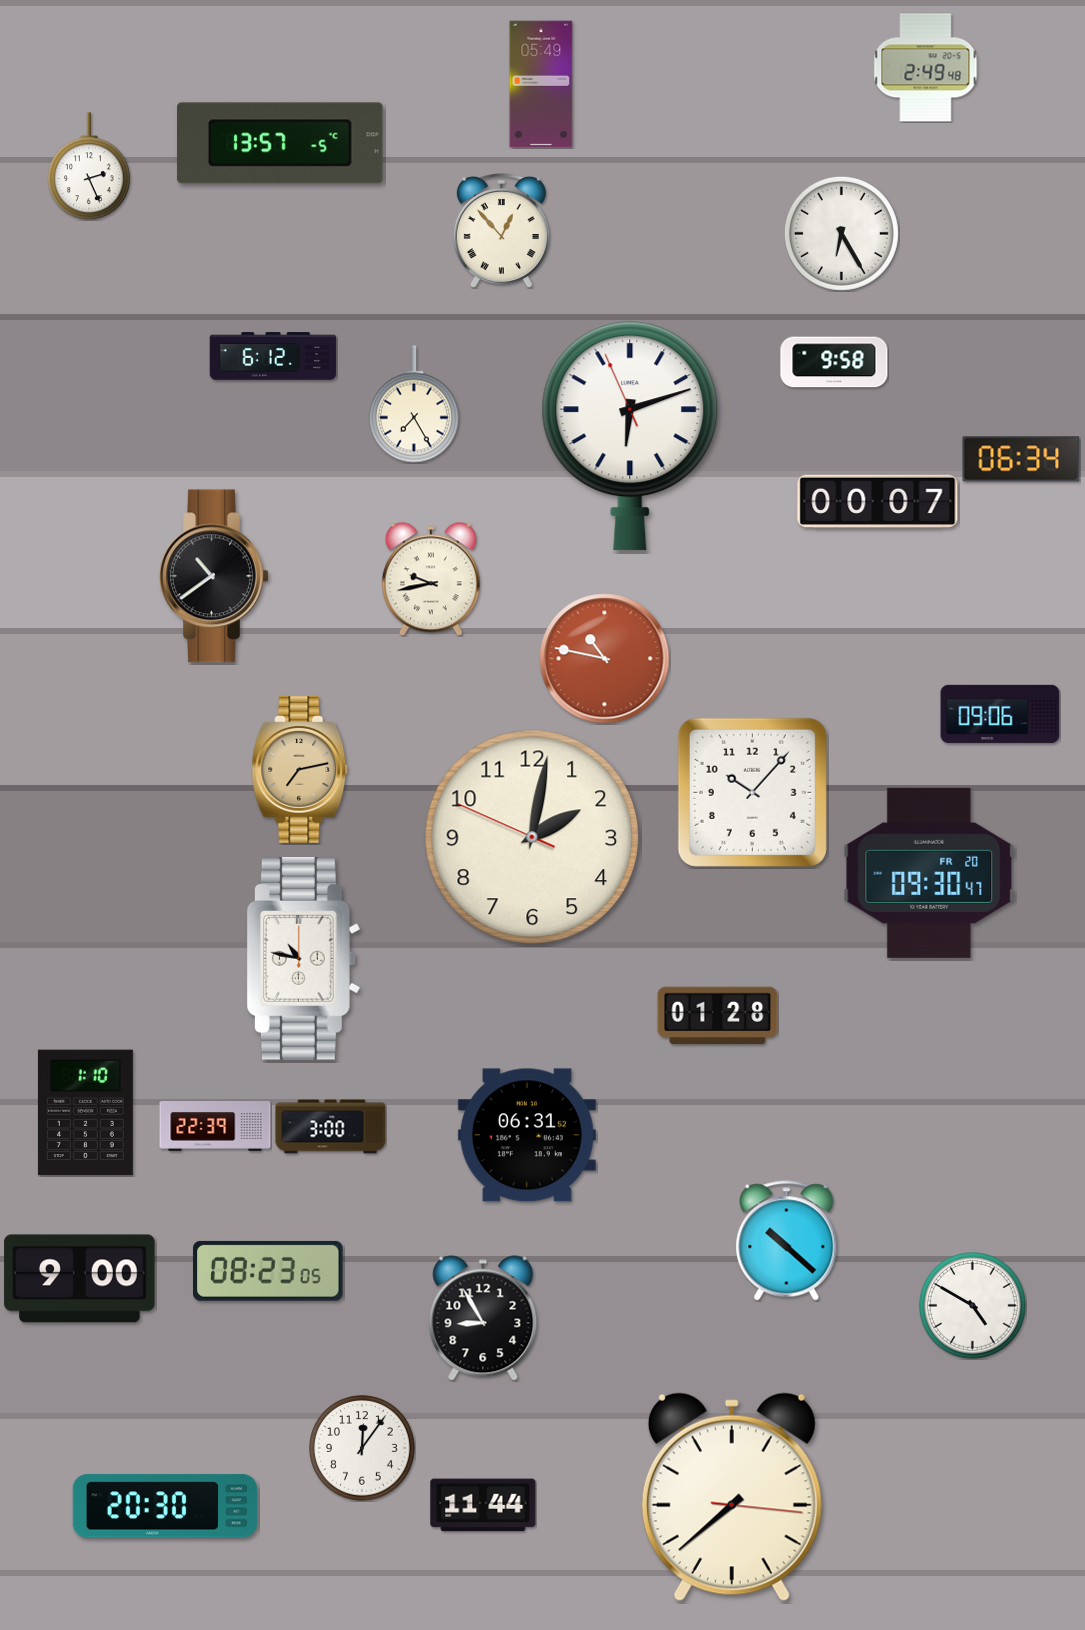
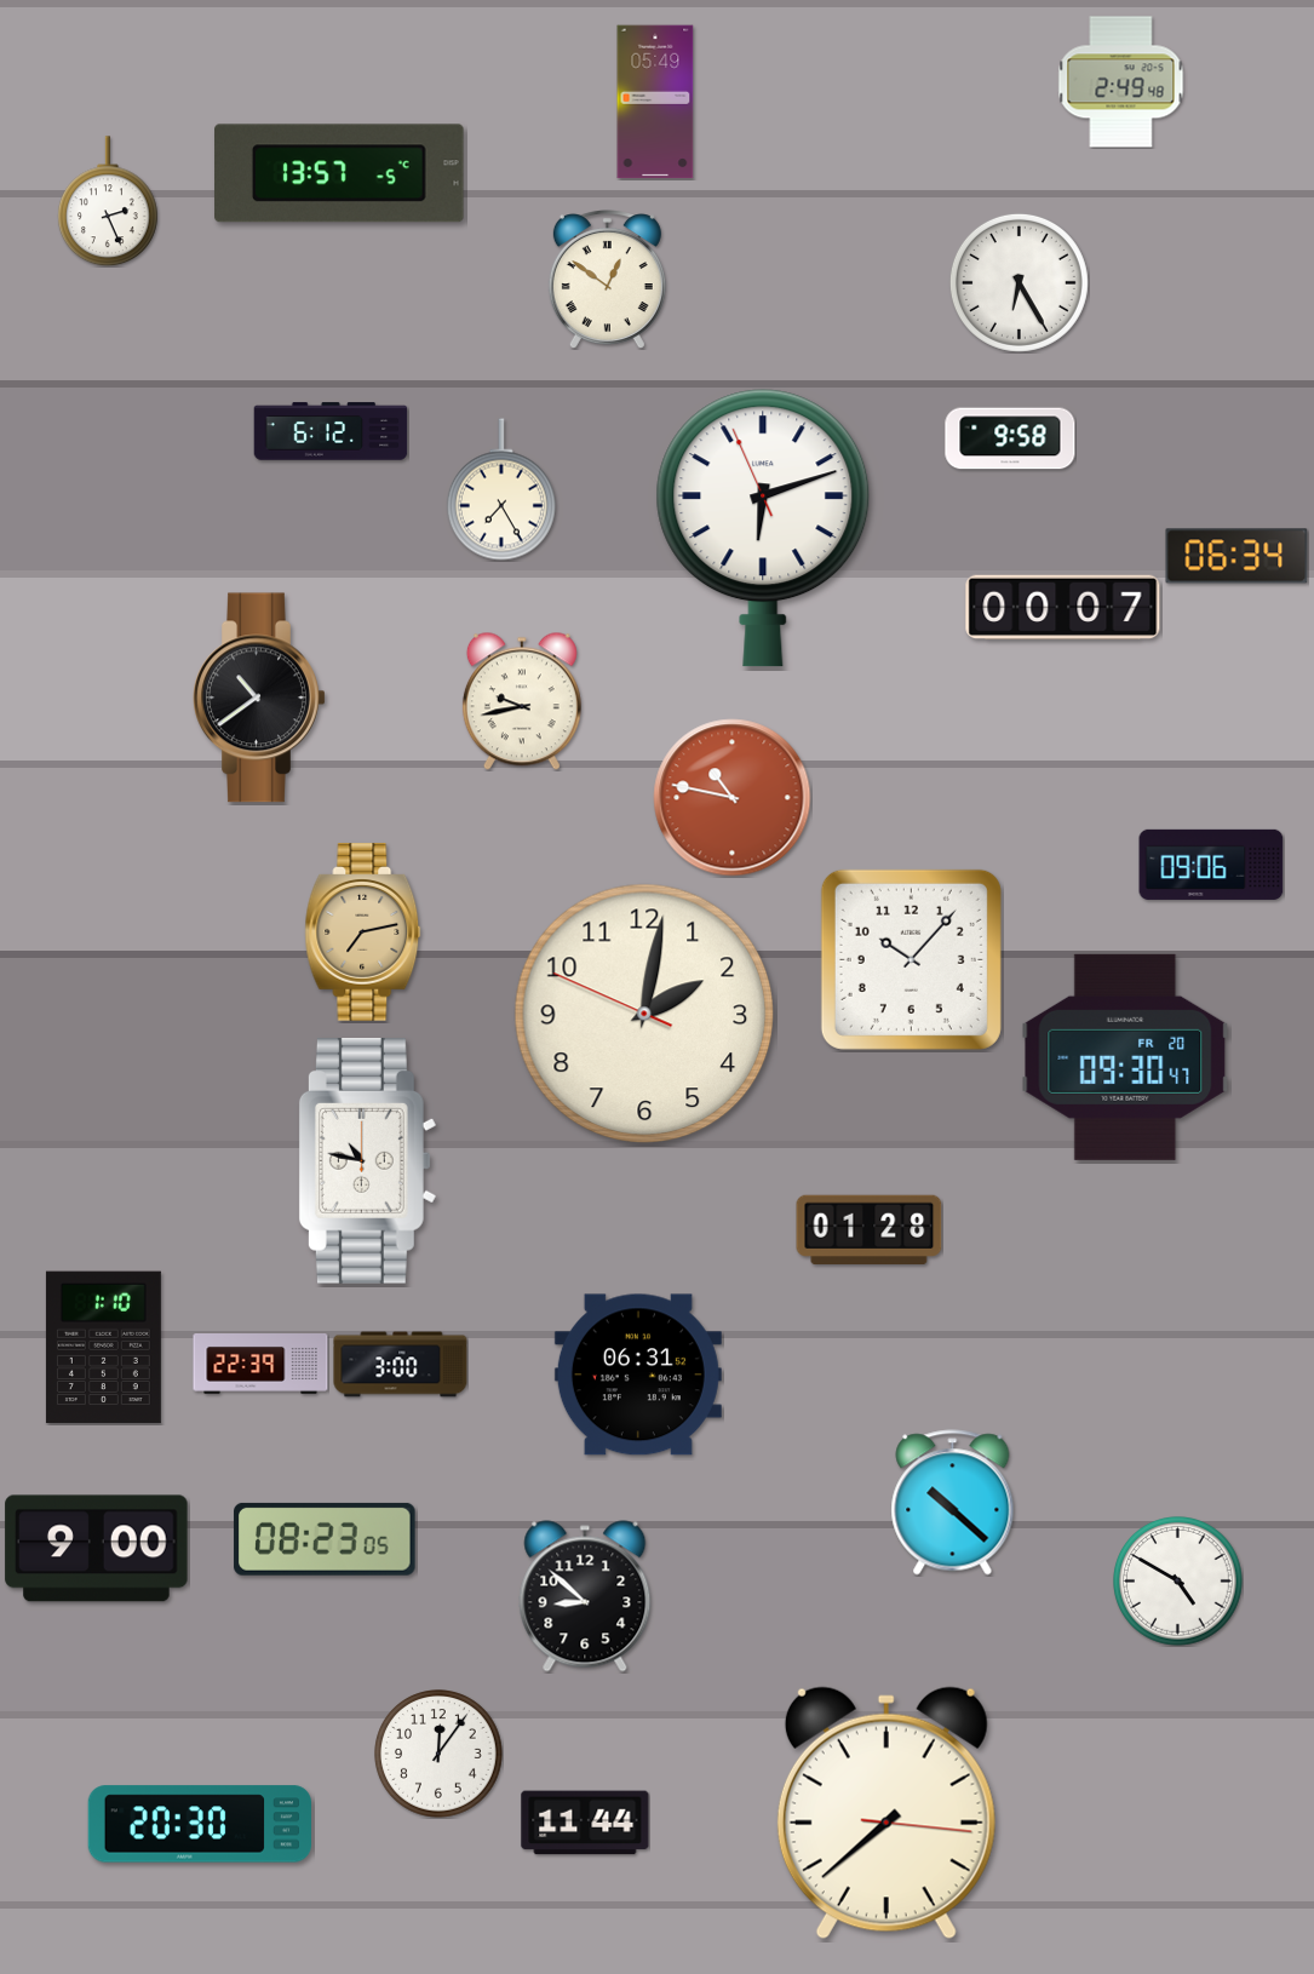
clock at (501, 231): 12:53 -> 12:51
clock at (483, 1318): 8:55 -> 8:52
